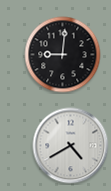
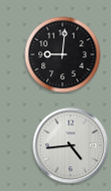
clock at (71, 146): 4:40 -> 4:44
